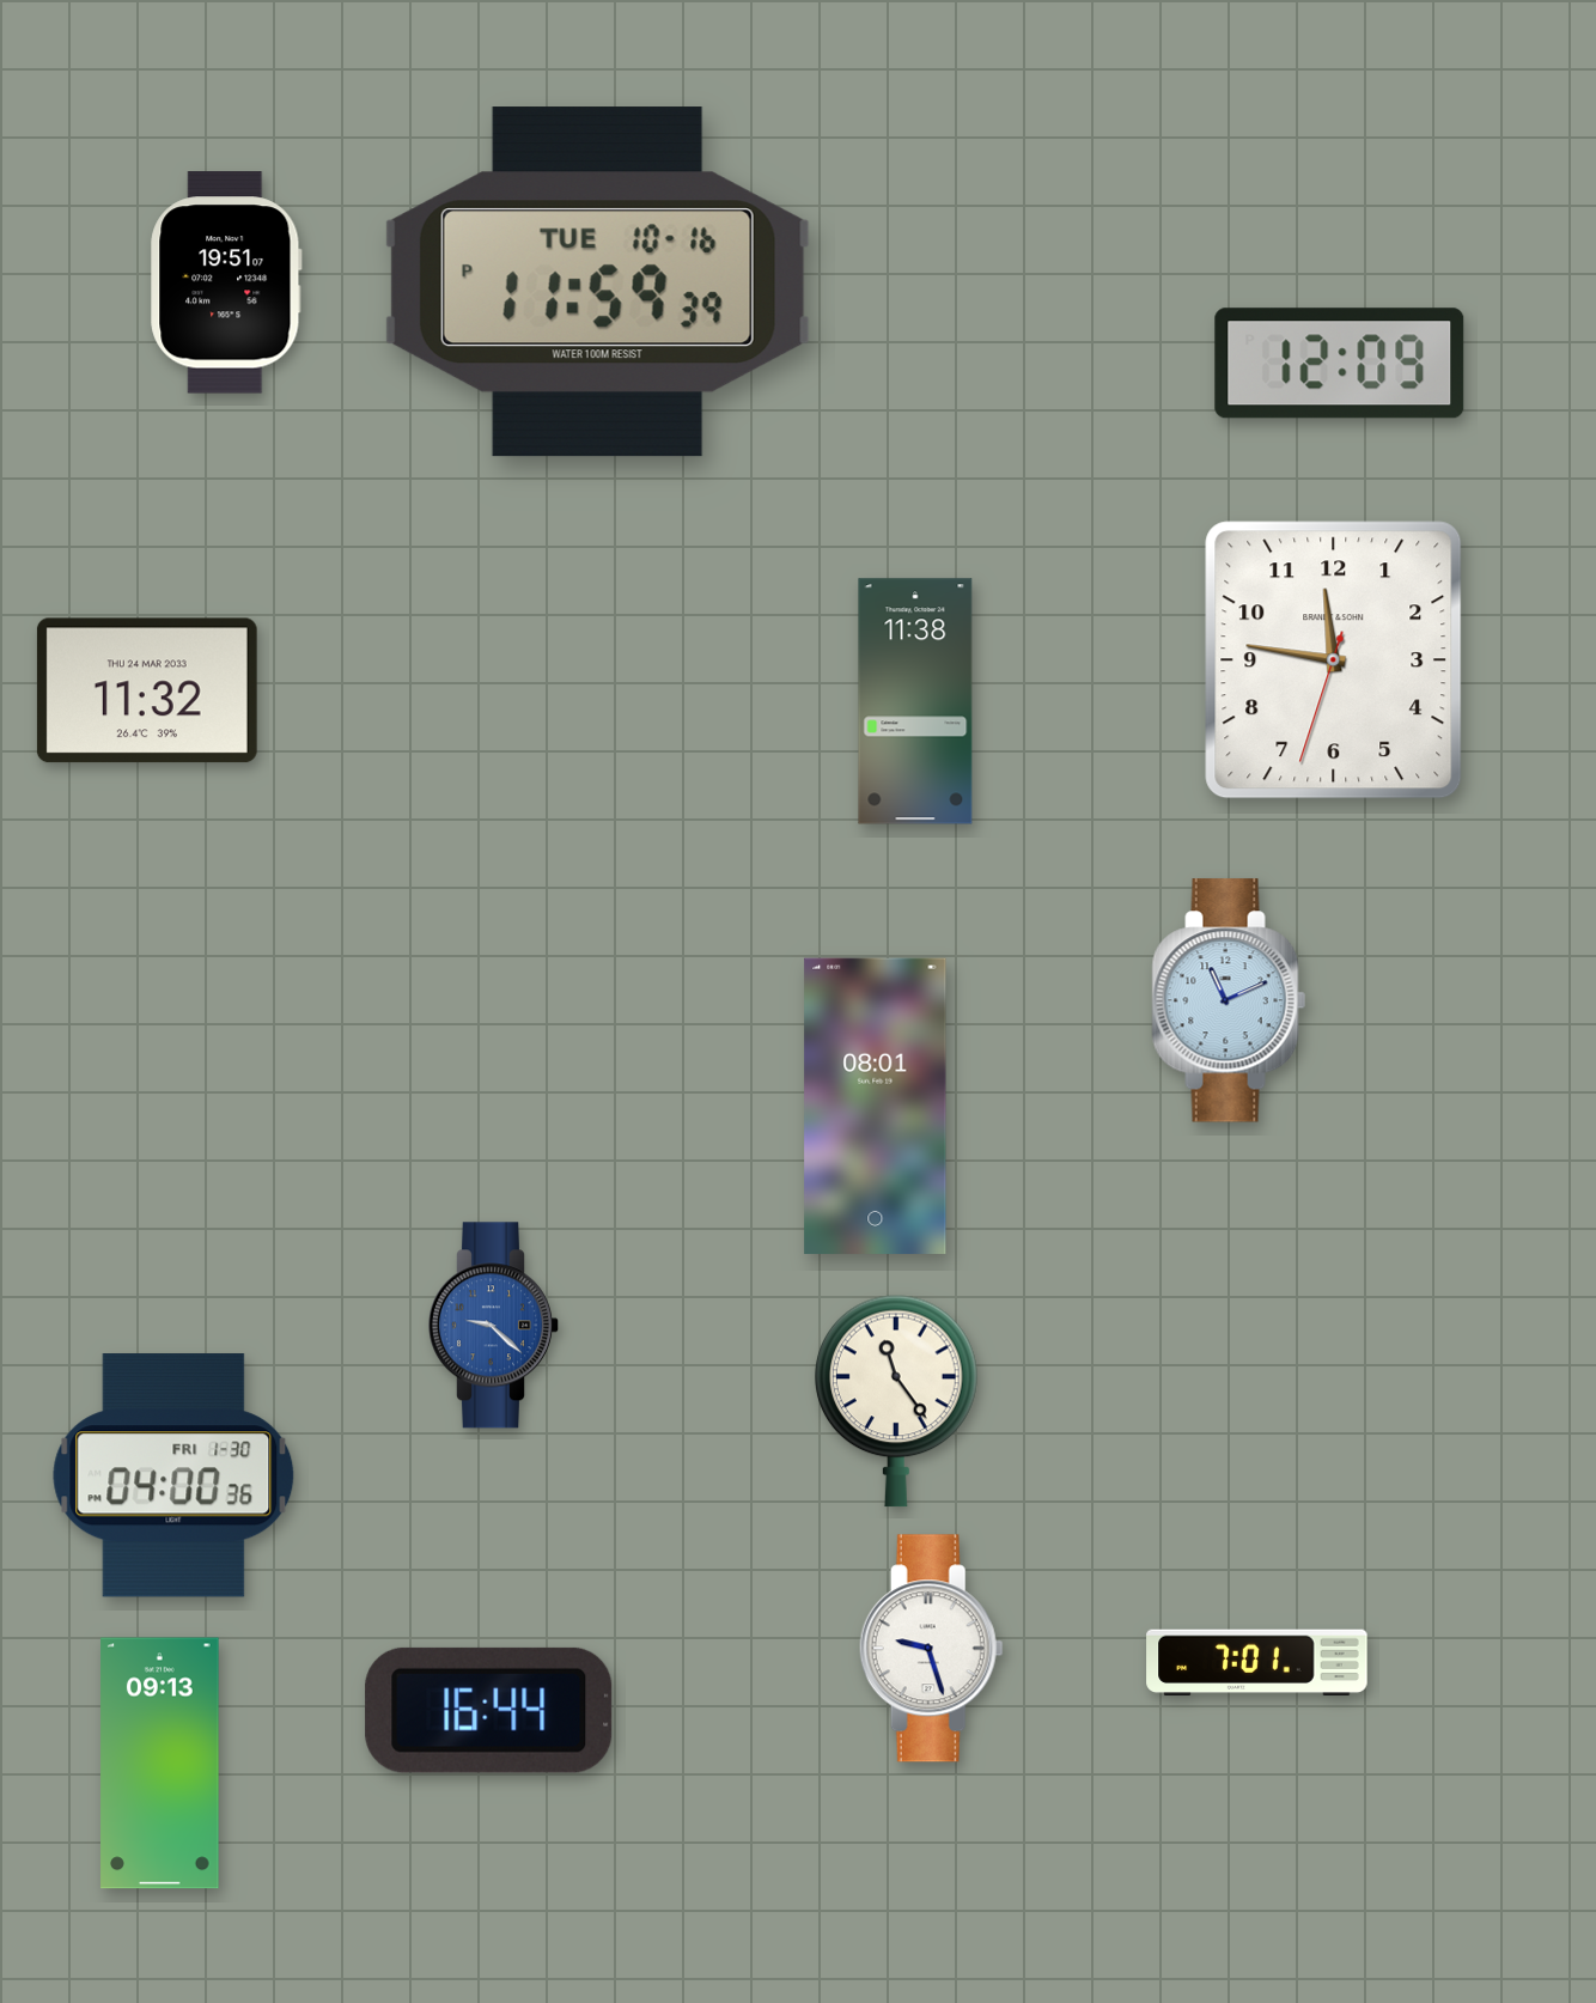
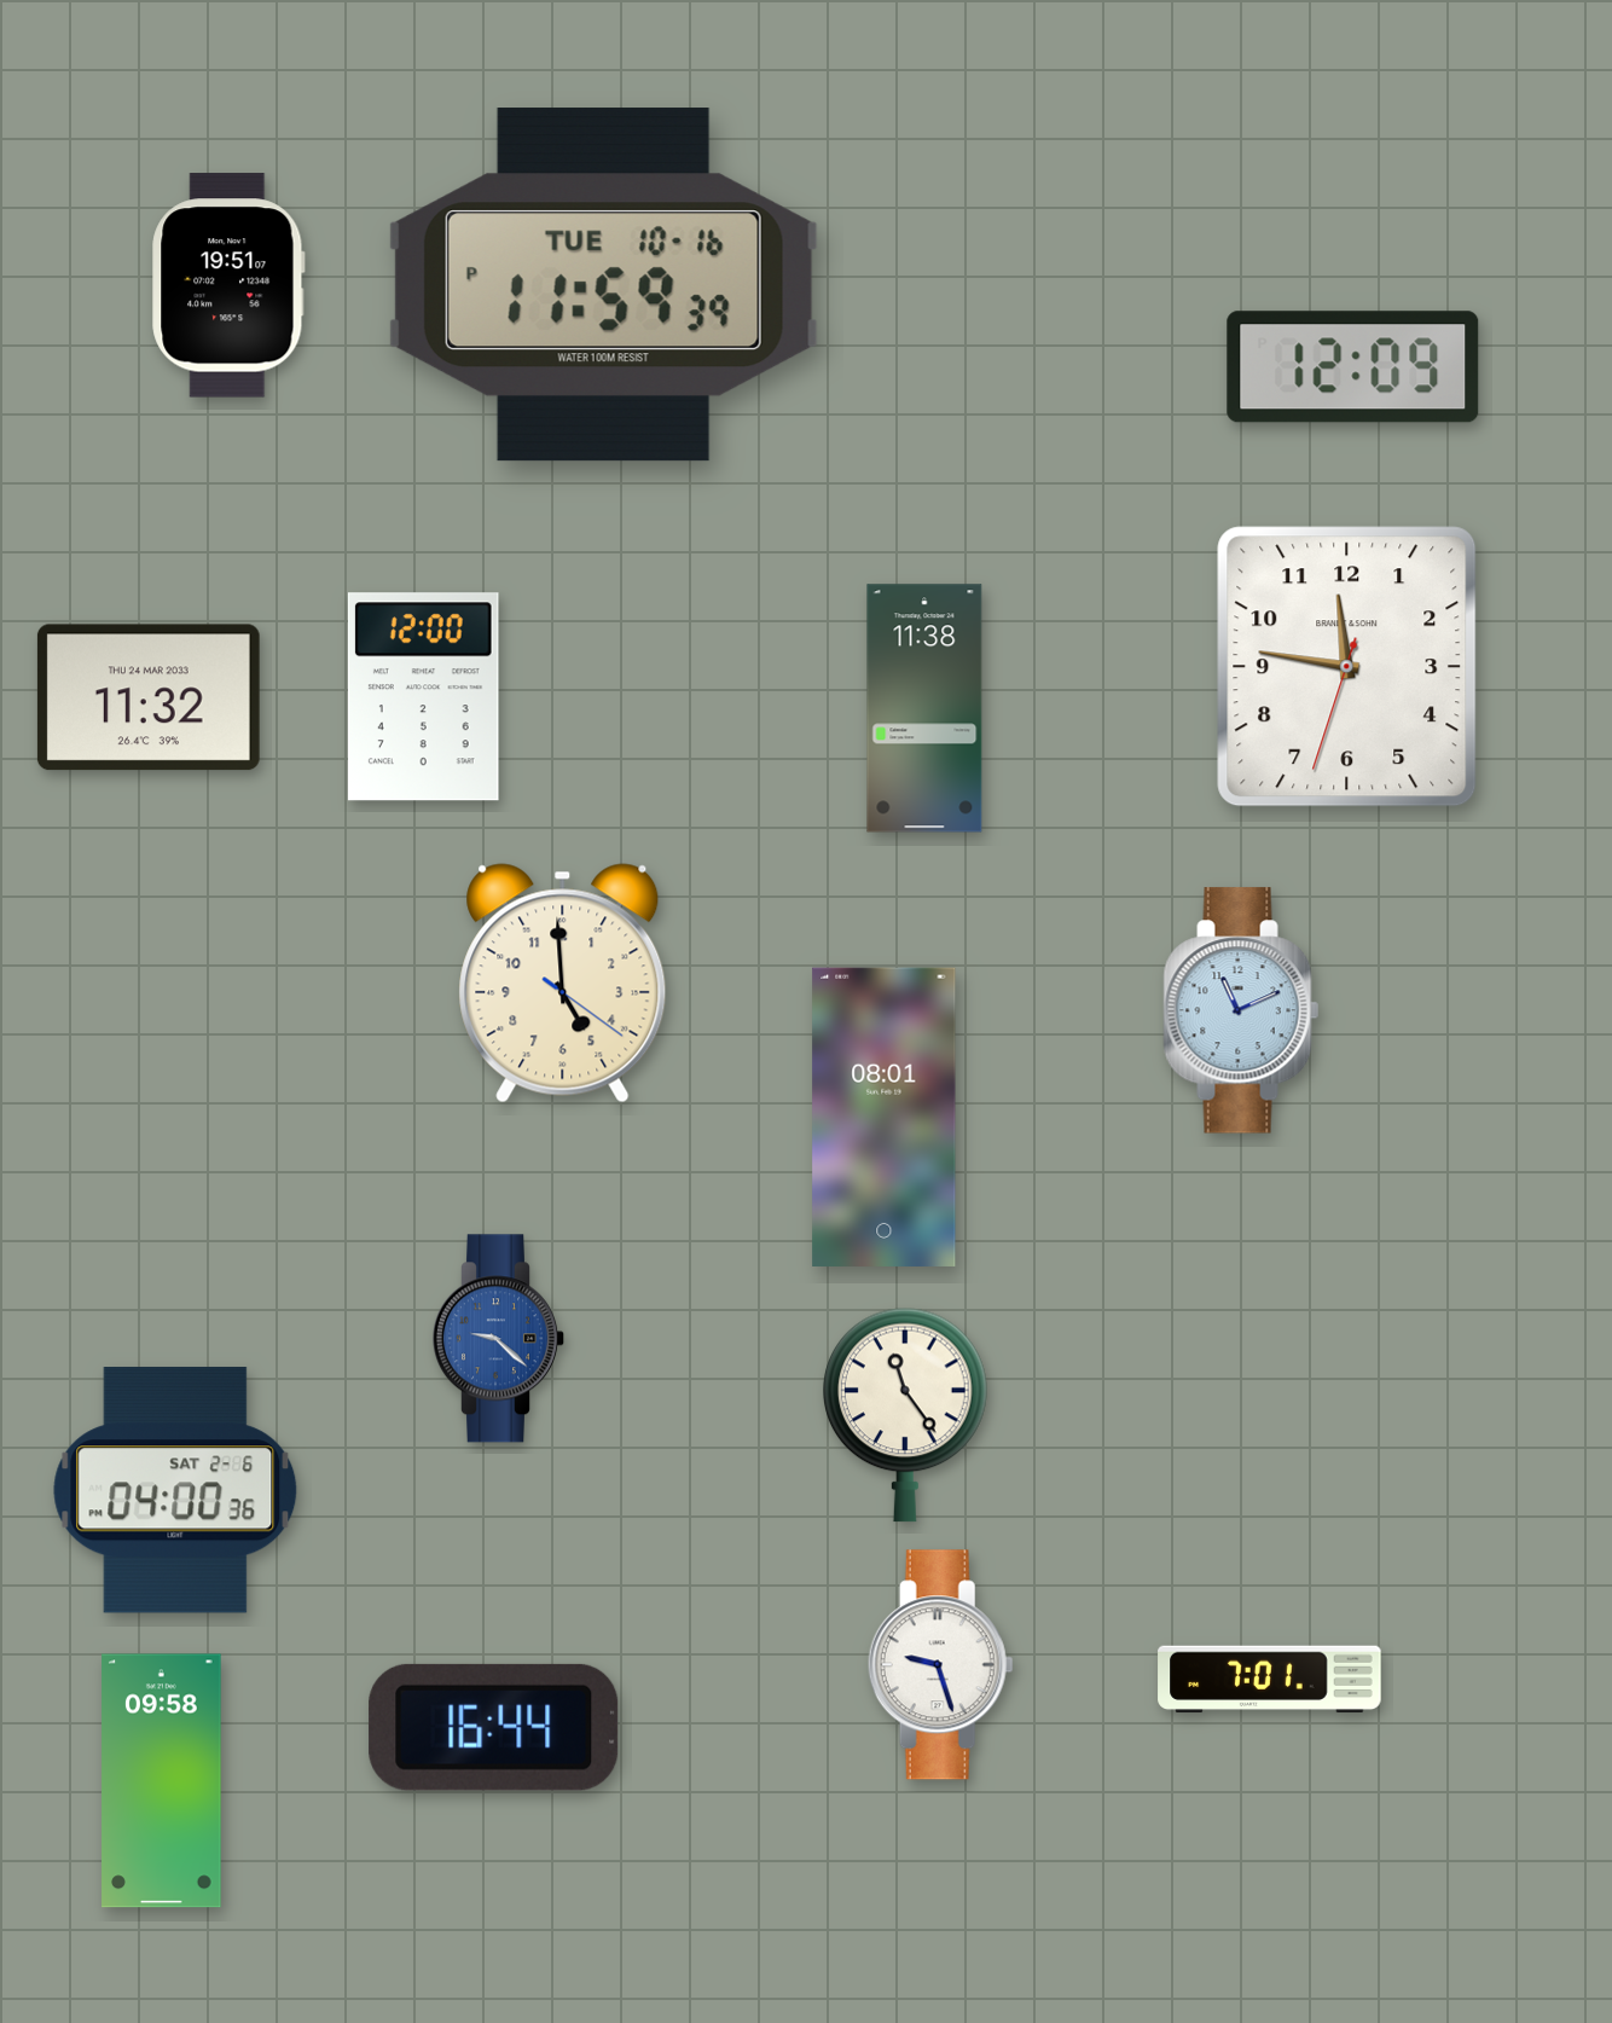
clock at (423, 697): none -> 12:00
clock at (563, 984): none -> 4:59
clock at (173, 1475) date: FRI 1-30 -> SAT 2-6
clock at (160, 1764): 09:13 -> 09:58
